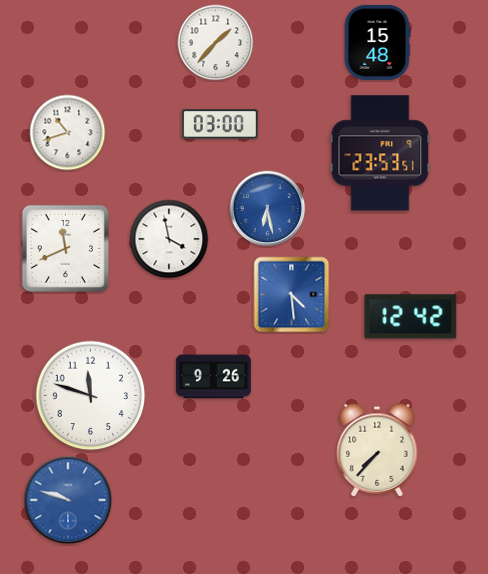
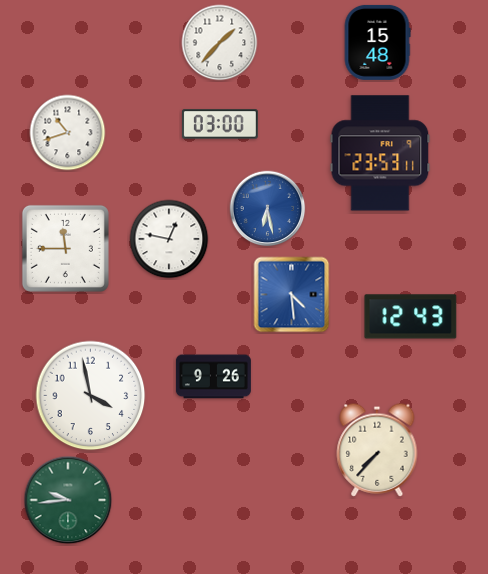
clock at (216, 43) position: (216, 43) -> (220, 43)
clock at (380, 153): 23:53:51 -> 23:53:11
clock at (169, 239): 3:58 -> 12:47
clock at (65, 248): 11:41 -> 11:45
clock at (411, 317): 12:42 -> 12:43
clock at (91, 396): 11:48 -> 3:58
clock at (68, 500): 9:48 -> 9:44
clock at (68, 500) dial: blue -> green
